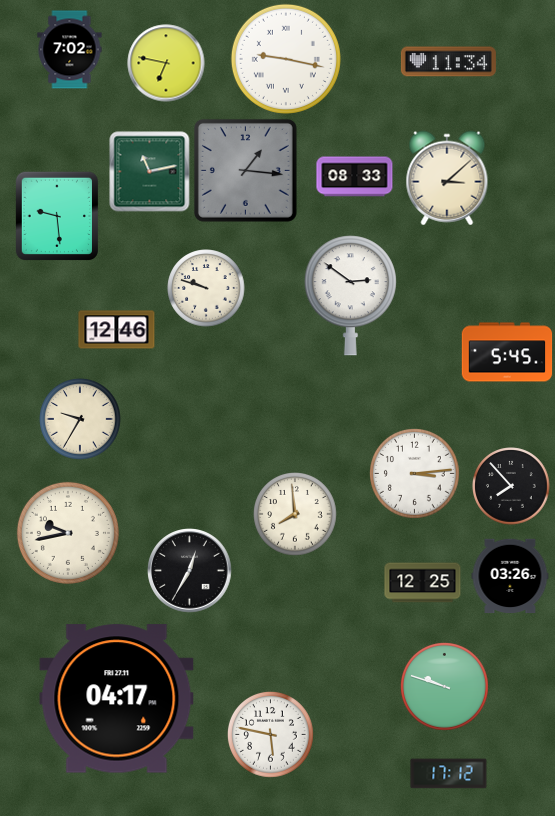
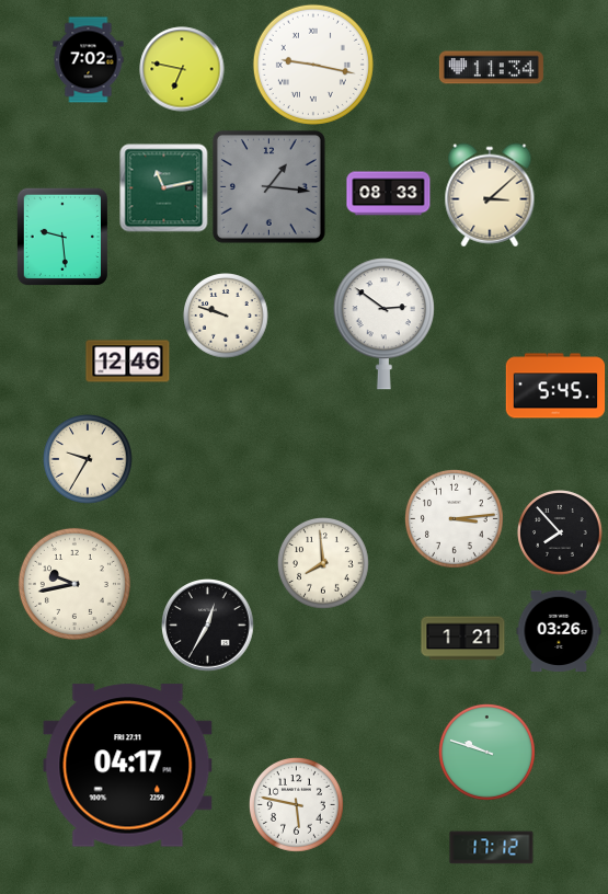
clock at (70, 50) position: (70, 50) -> (89, 60)
clock at (423, 583): 12:25 -> 1:21
